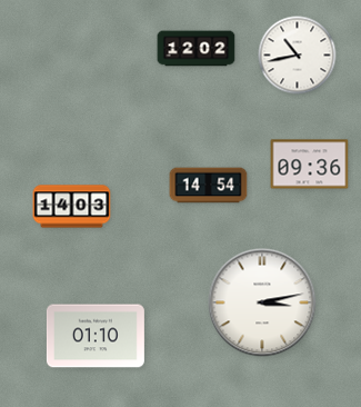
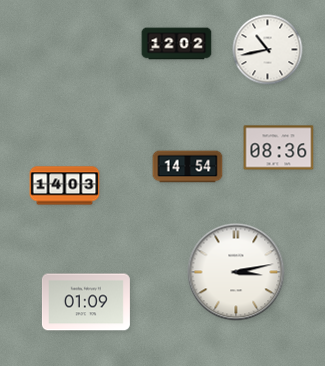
clock at (310, 165): 09:36 -> 08:36
clock at (96, 336): 01:10 -> 01:09
